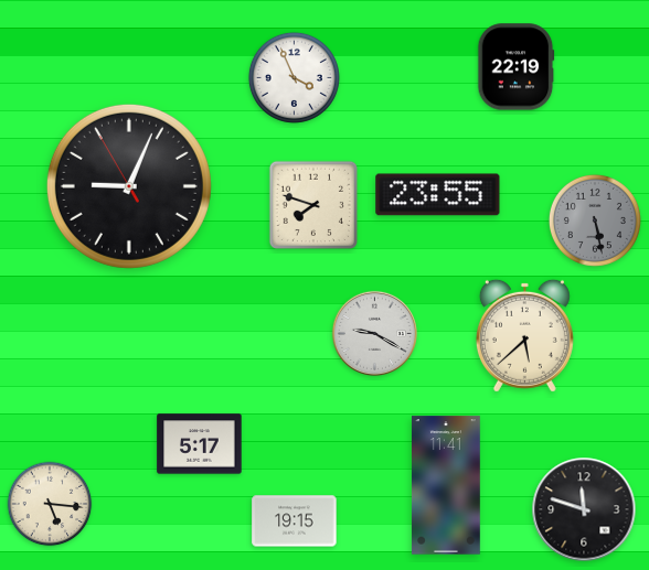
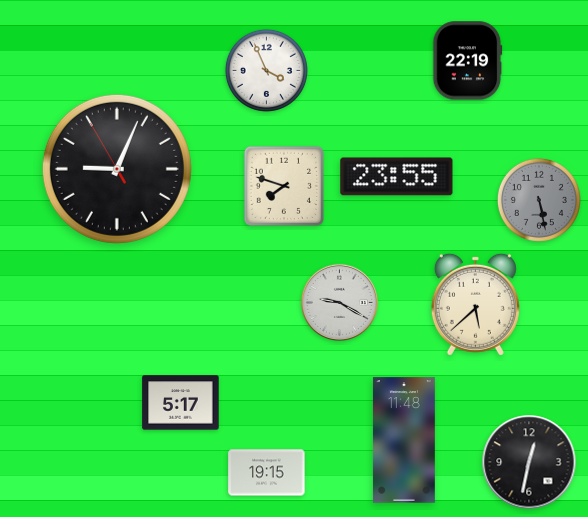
clock at (446, 485): 11:41 -> 11:48
clock at (50, 504): 5:16 -> none
clock at (584, 509): 11:48 -> 12:32
